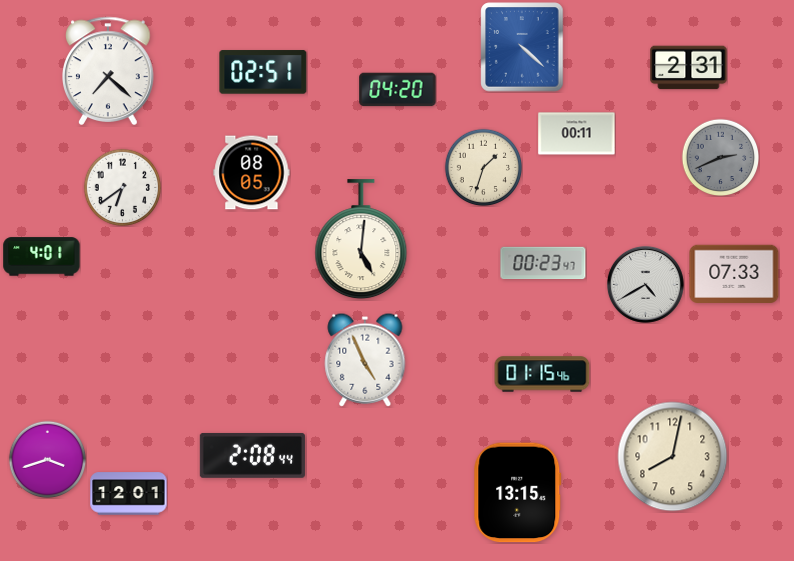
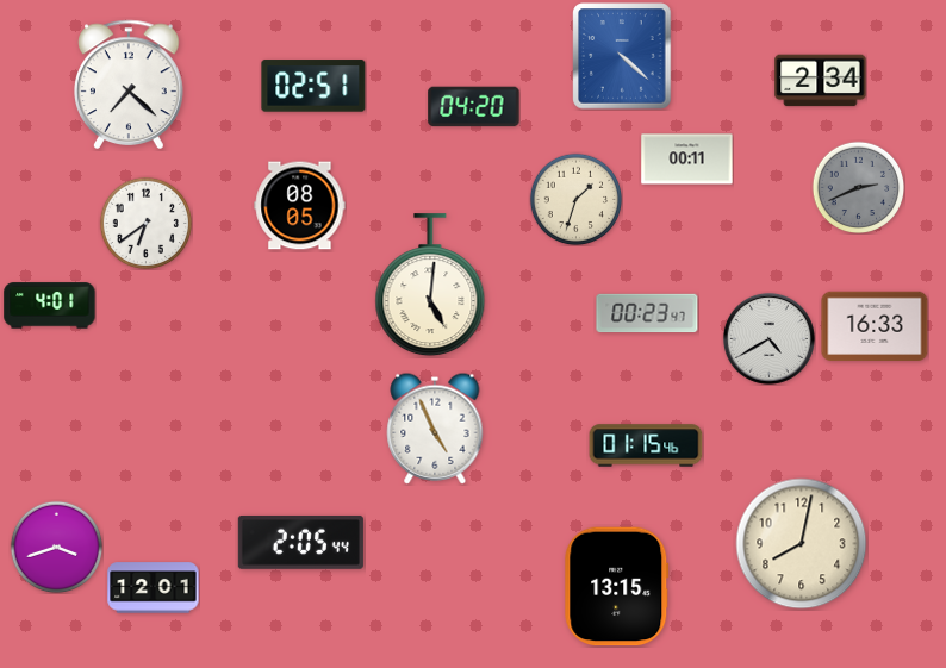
clock at (689, 68): 2:31 -> 2:34
clock at (734, 273): 07:33 -> 16:33
clock at (252, 455): 2:08 -> 2:05
